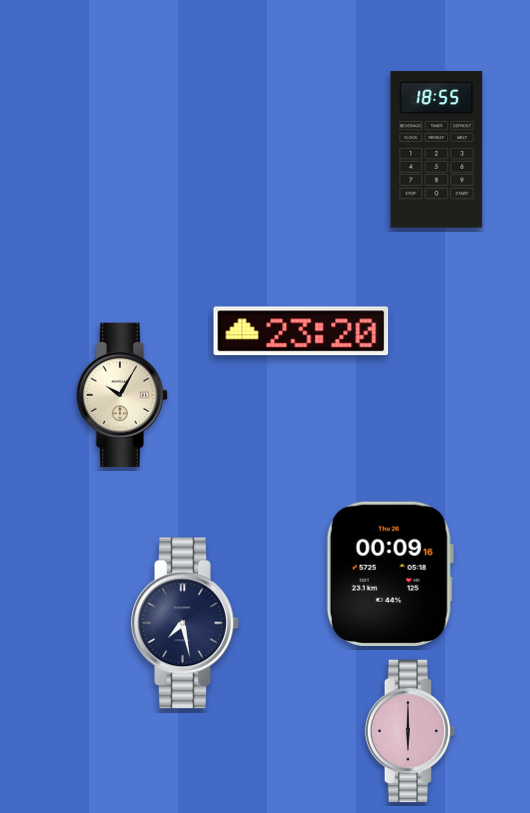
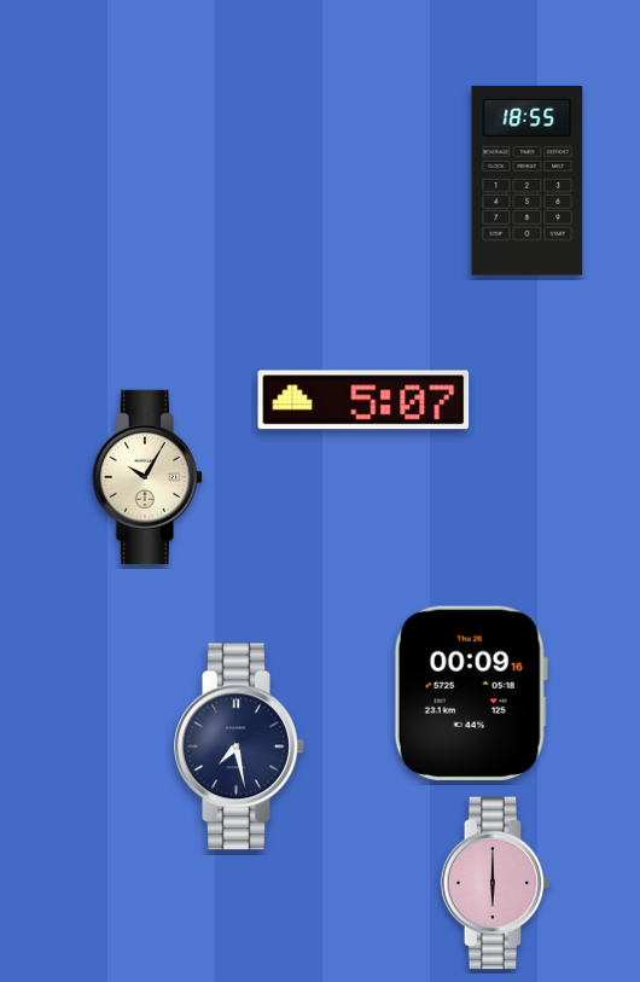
clock at (301, 331): 23:20 -> 5:07
clock at (185, 623) position: (185, 623) -> (239, 746)
